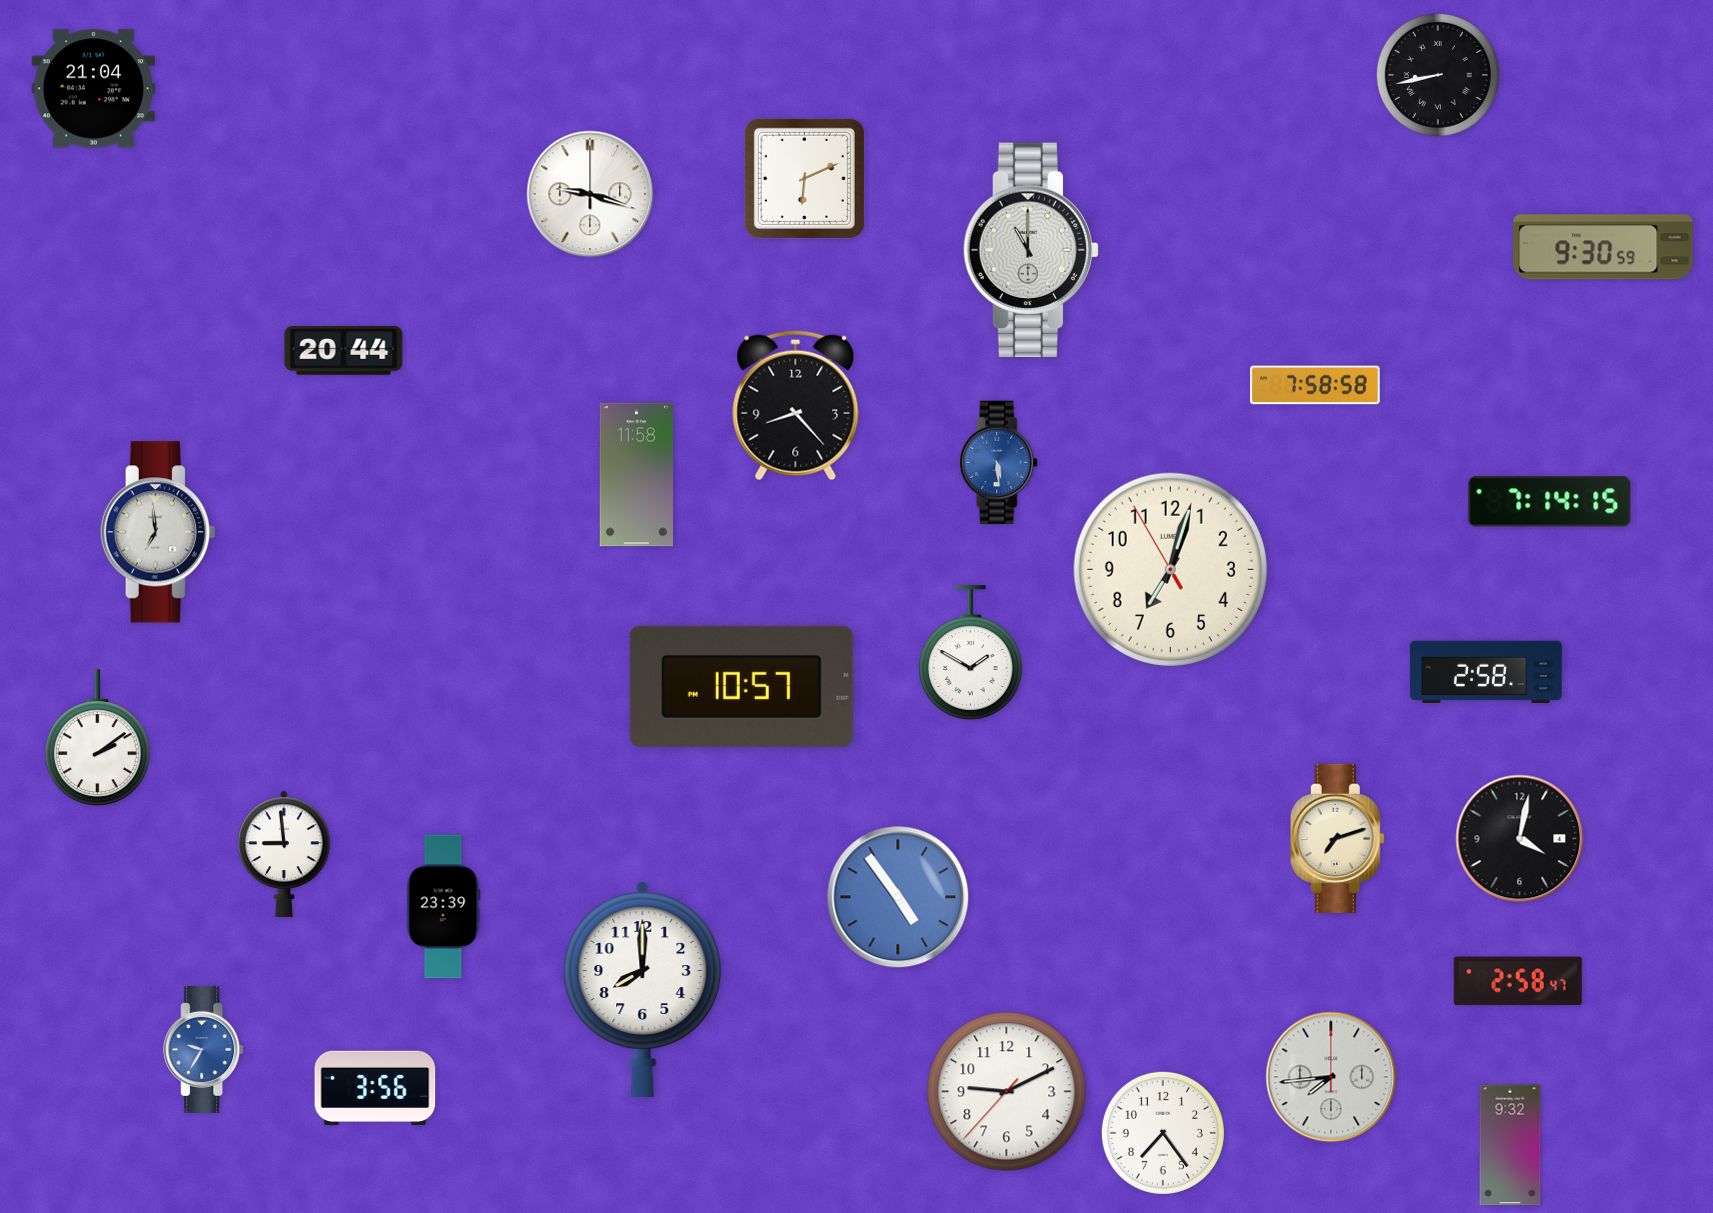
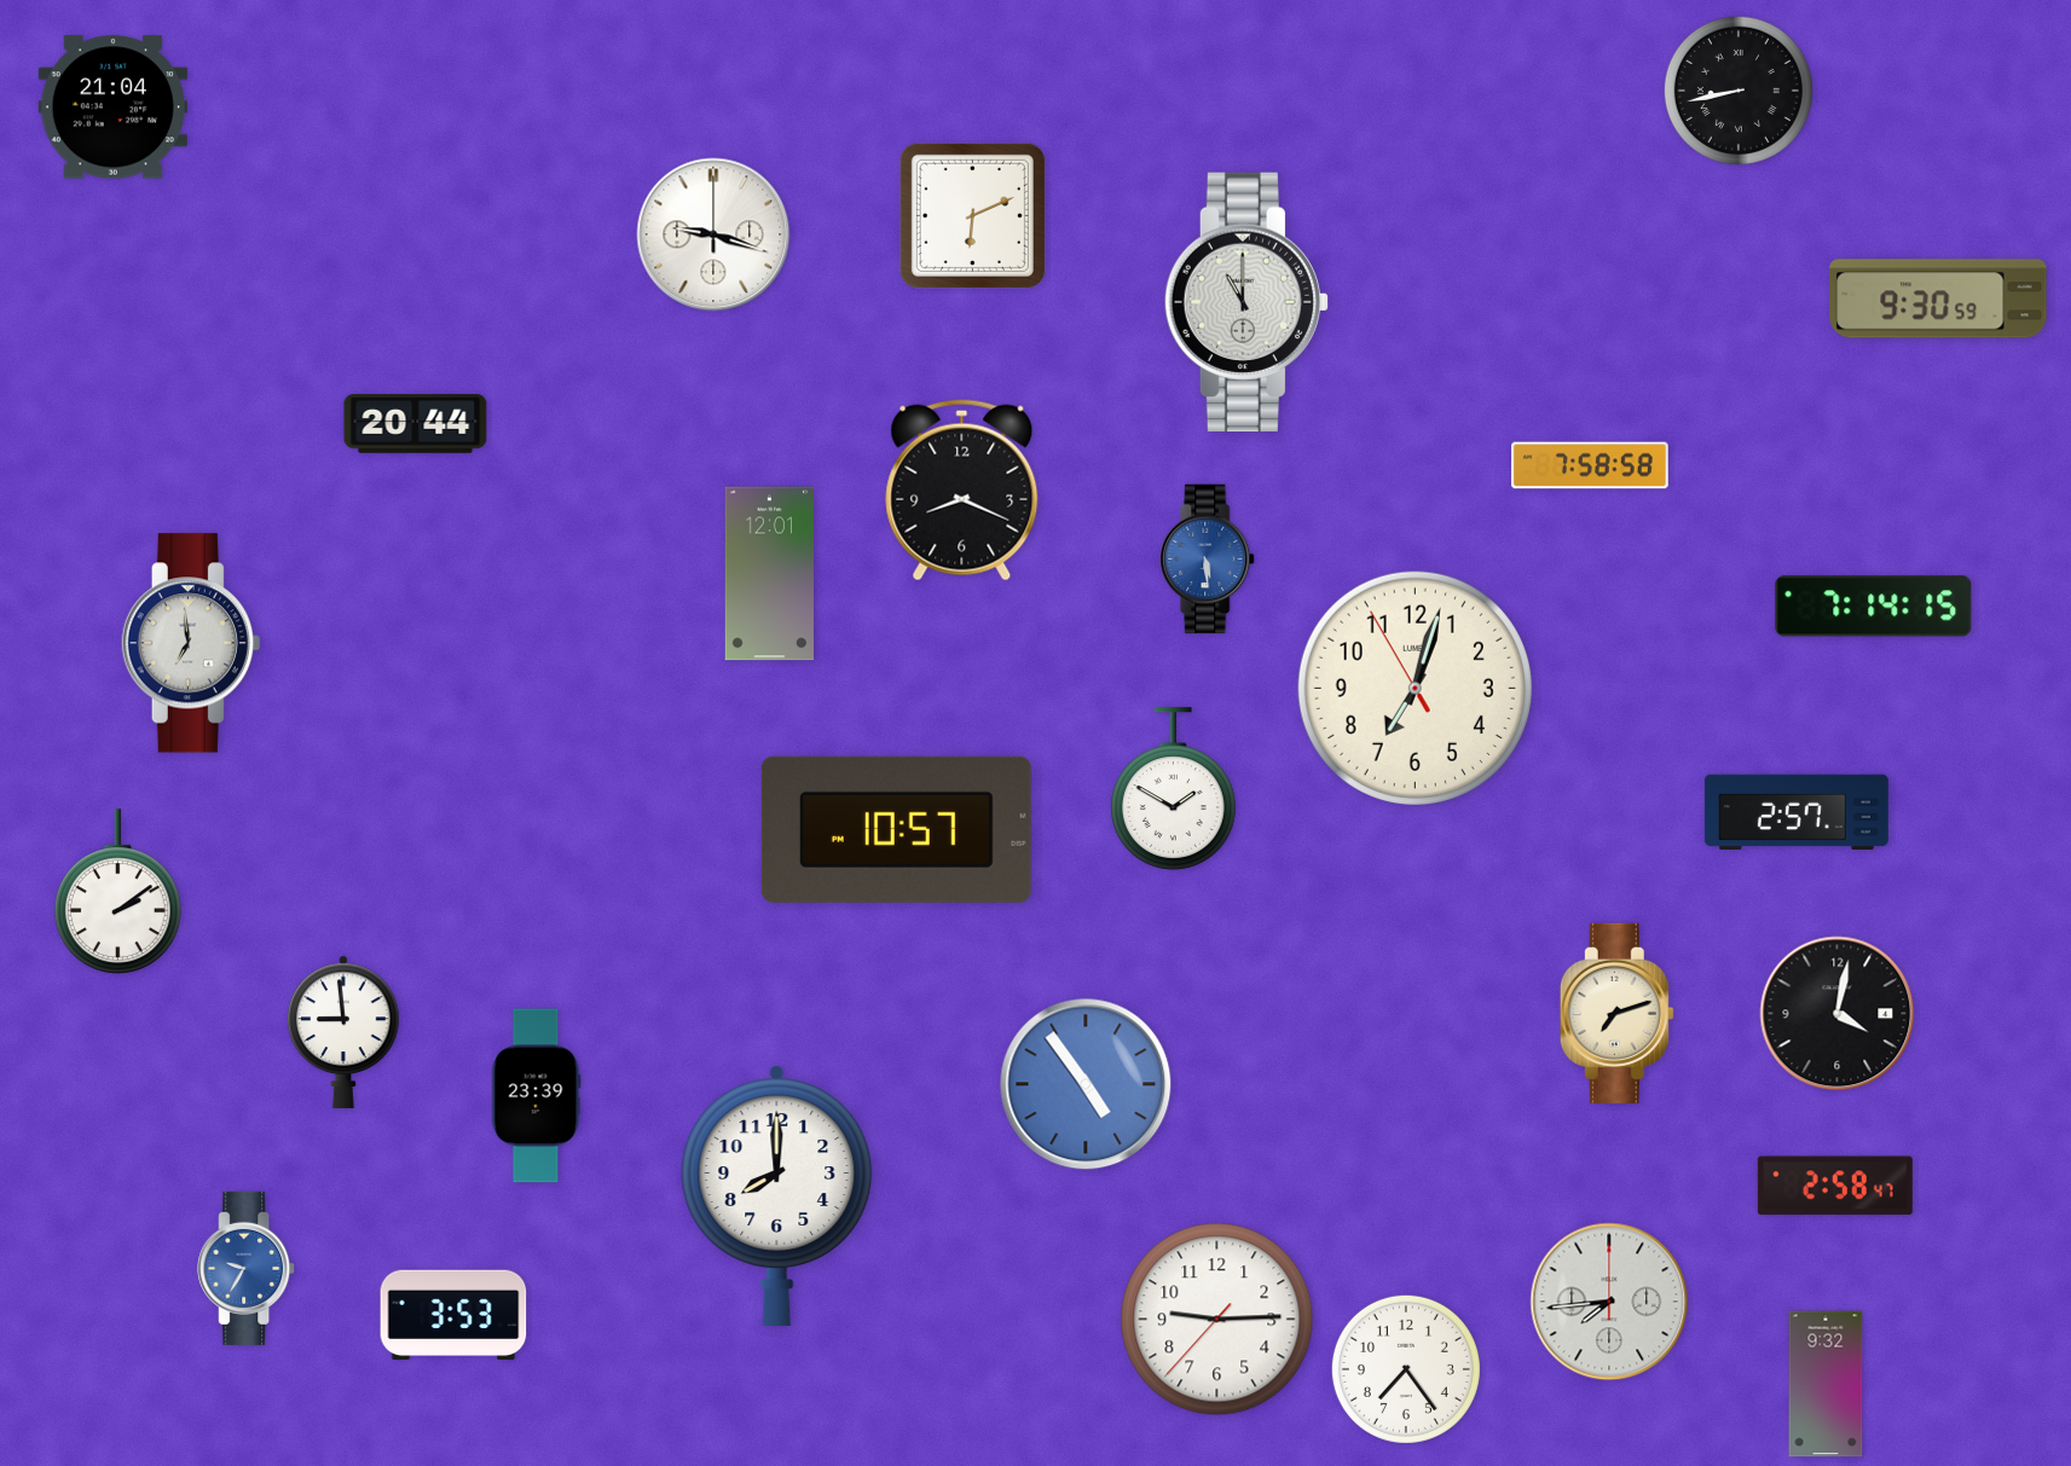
clock at (796, 406): 8:23 -> 8:19
clock at (636, 475): 11:58 -> 12:01
clock at (1486, 672): 2:58 -> 2:57
clock at (375, 1088): 3:56 -> 3:53
clock at (1007, 1092): 9:10 -> 9:14
